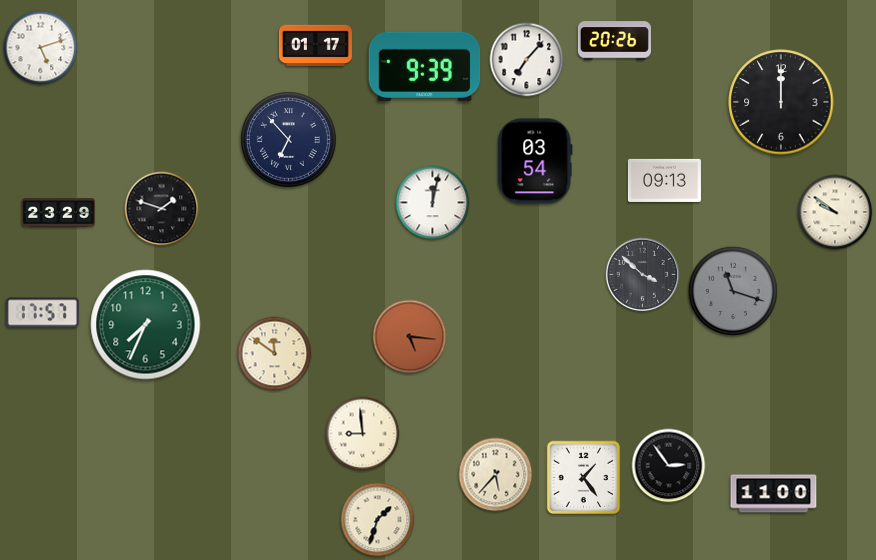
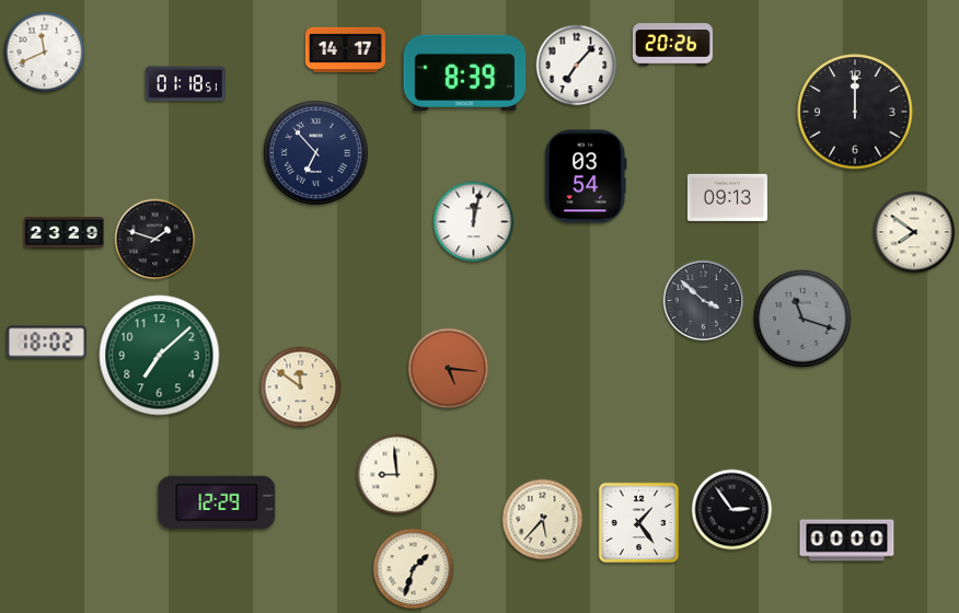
clock at (315, 45): 01:17 -> 14:17
clock at (41, 48): 5:12 -> 11:41
clock at (425, 66): 9:39 -> 8:39
clock at (185, 84): none -> 01:18
clock at (162, 209) position: (162, 209) -> (155, 240)
clock at (835, 212): 9:51 -> 7:51
clock at (42, 313): 17:57 -> 18:02
clock at (146, 325): 7:34 -> 7:08
clock at (217, 502): none -> 12:29
clock at (774, 494): 11:00 -> 00:00
